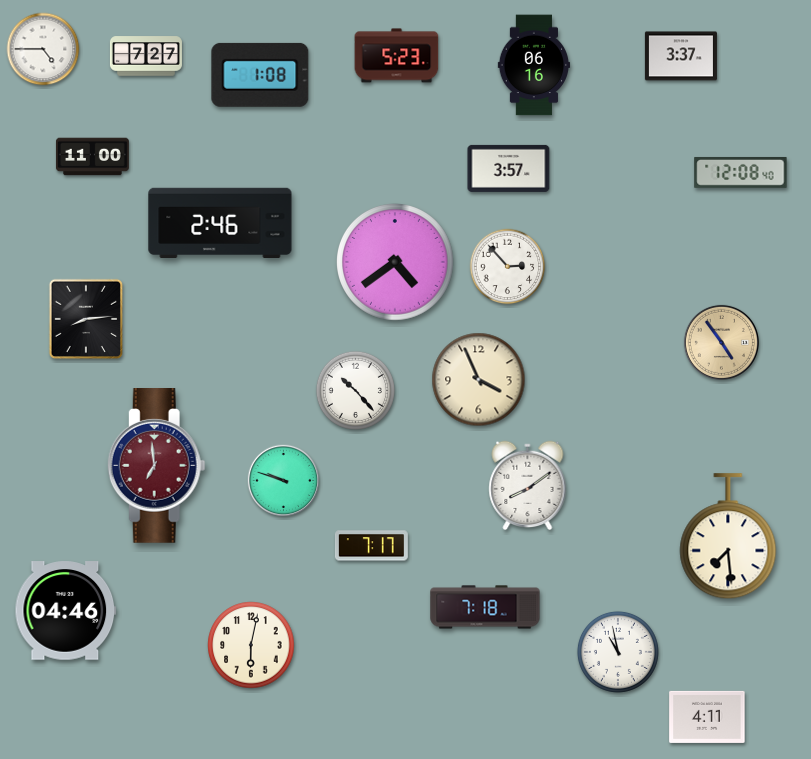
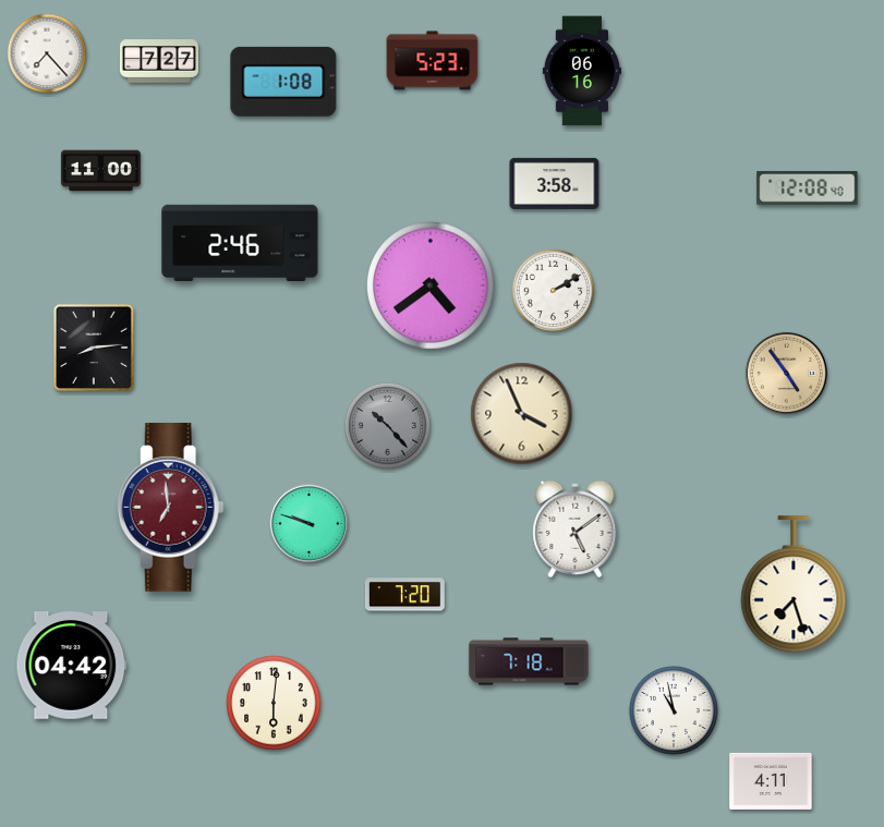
clock at (43, 49): 4:45 -> 7:23
clock at (681, 56): 3:37 -> none
clock at (509, 168): 3:57 -> 3:58
clock at (508, 267): 2:53 -> 2:10
clock at (355, 390) dial: white -> grey
clock at (528, 486): 8:09 -> 5:09
clock at (728, 537): 7:29 -> 7:27
clock at (371, 546): 7:17 -> 7:20
clock at (66, 611): 04:46 -> 04:42
clock at (251, 645): 6:02 -> 6:01
